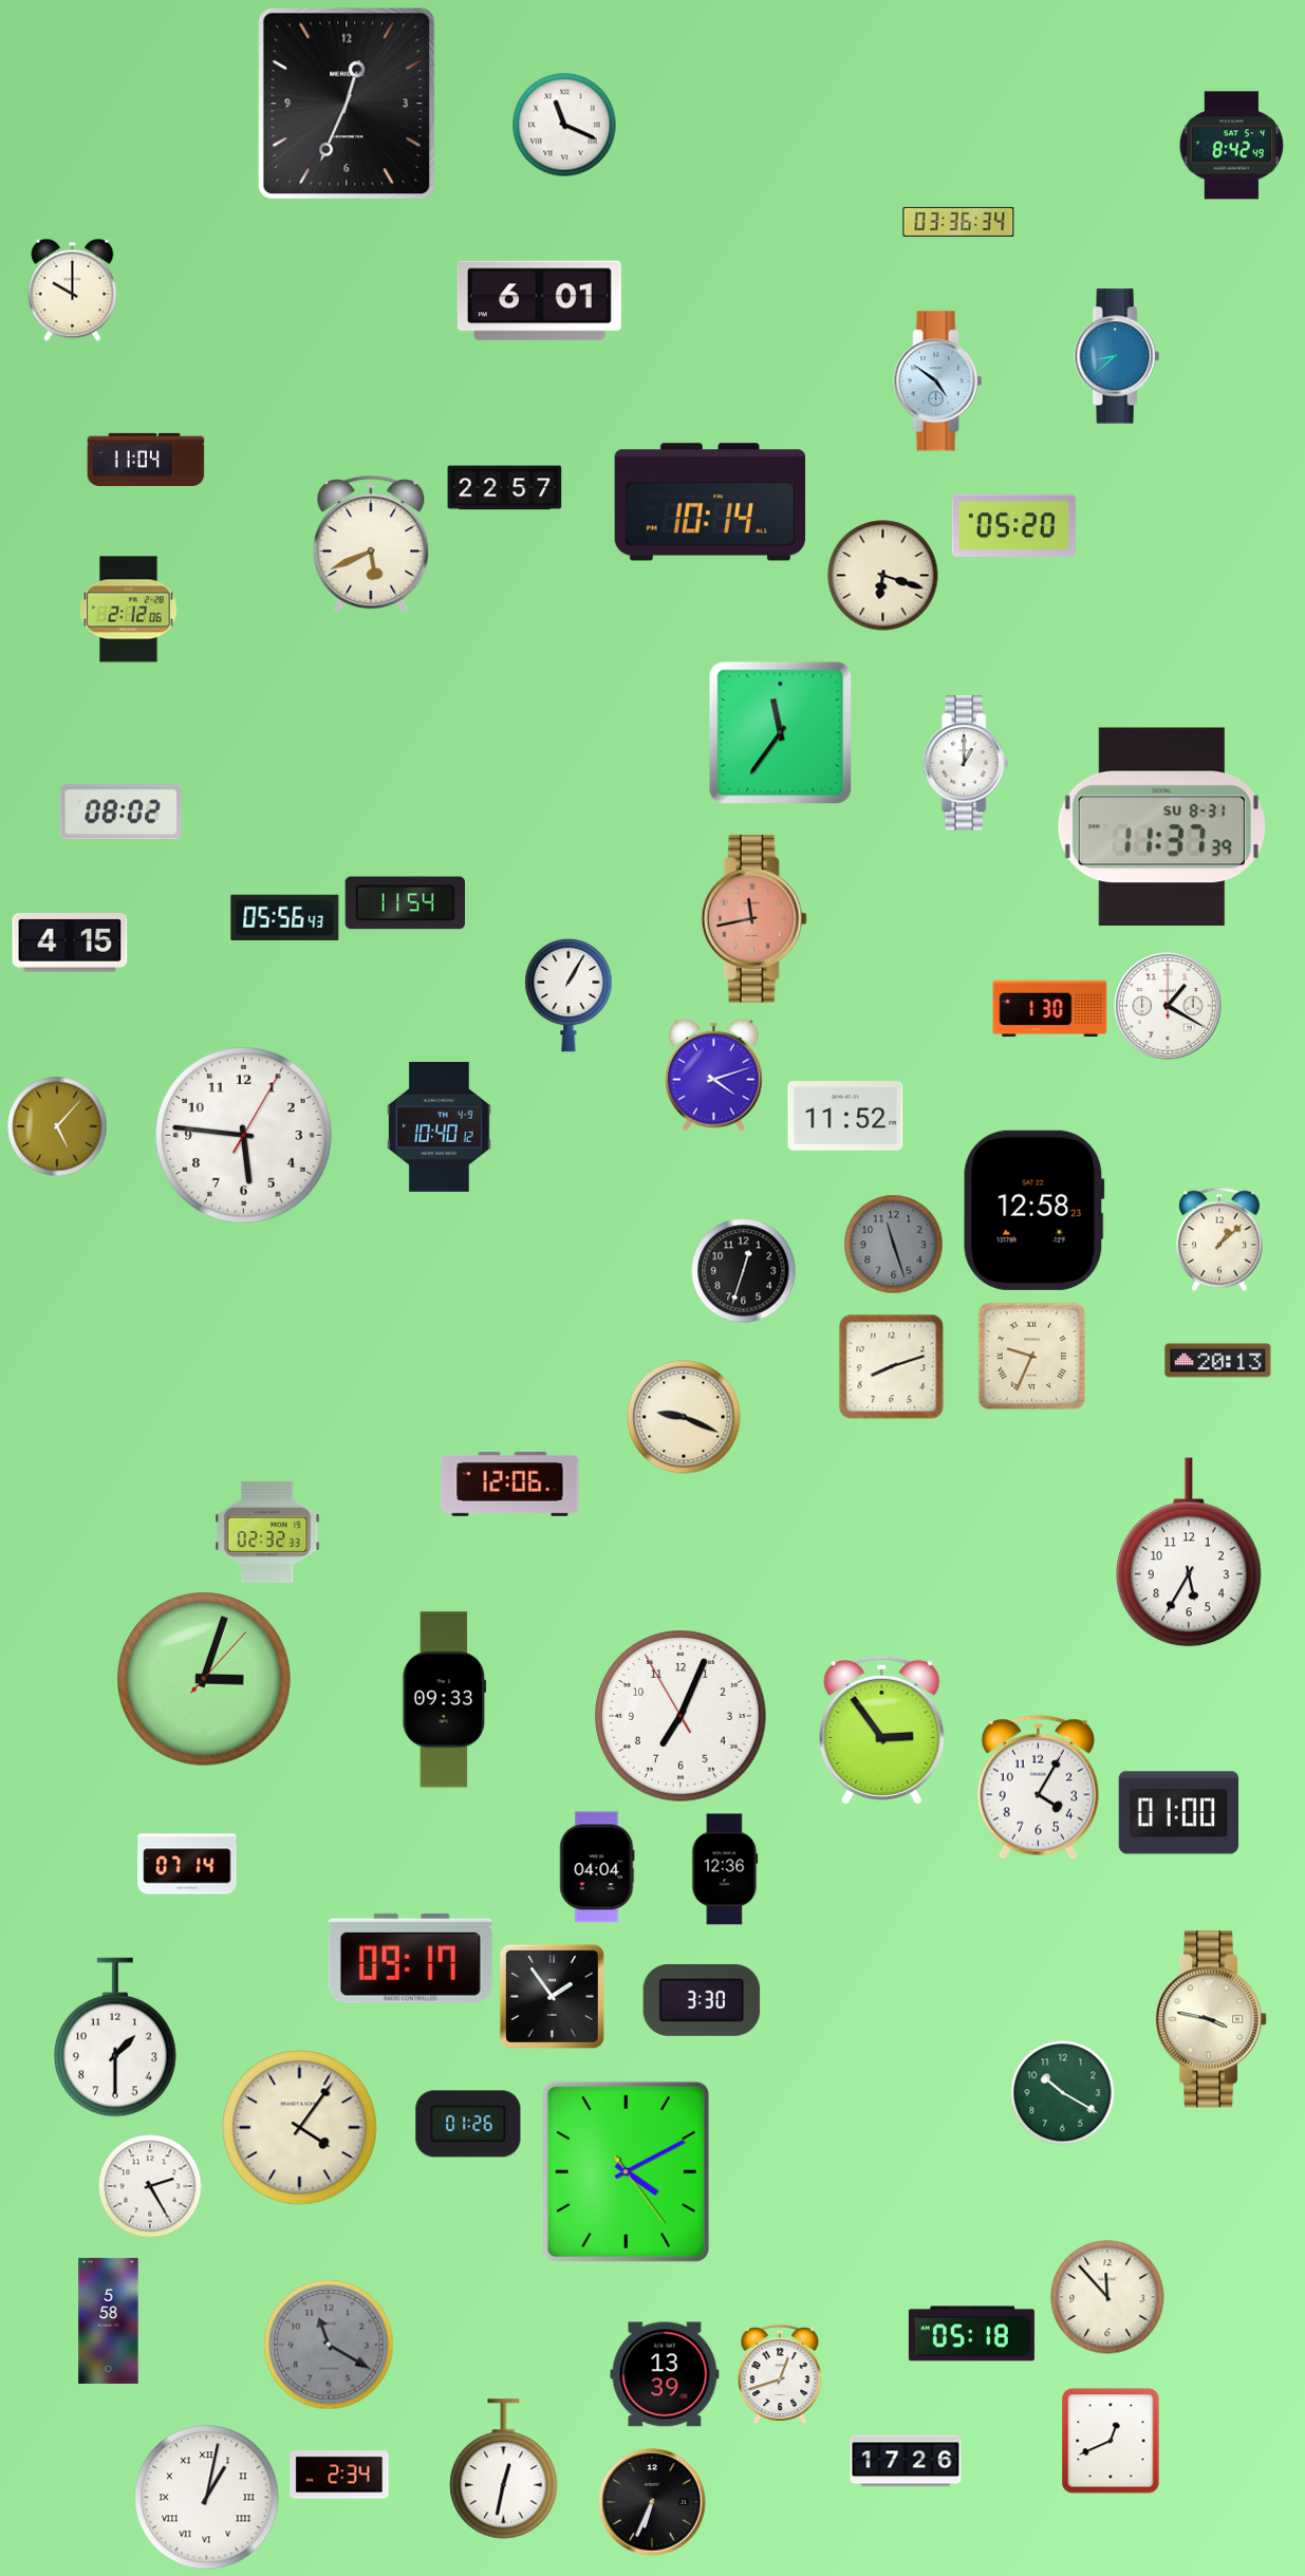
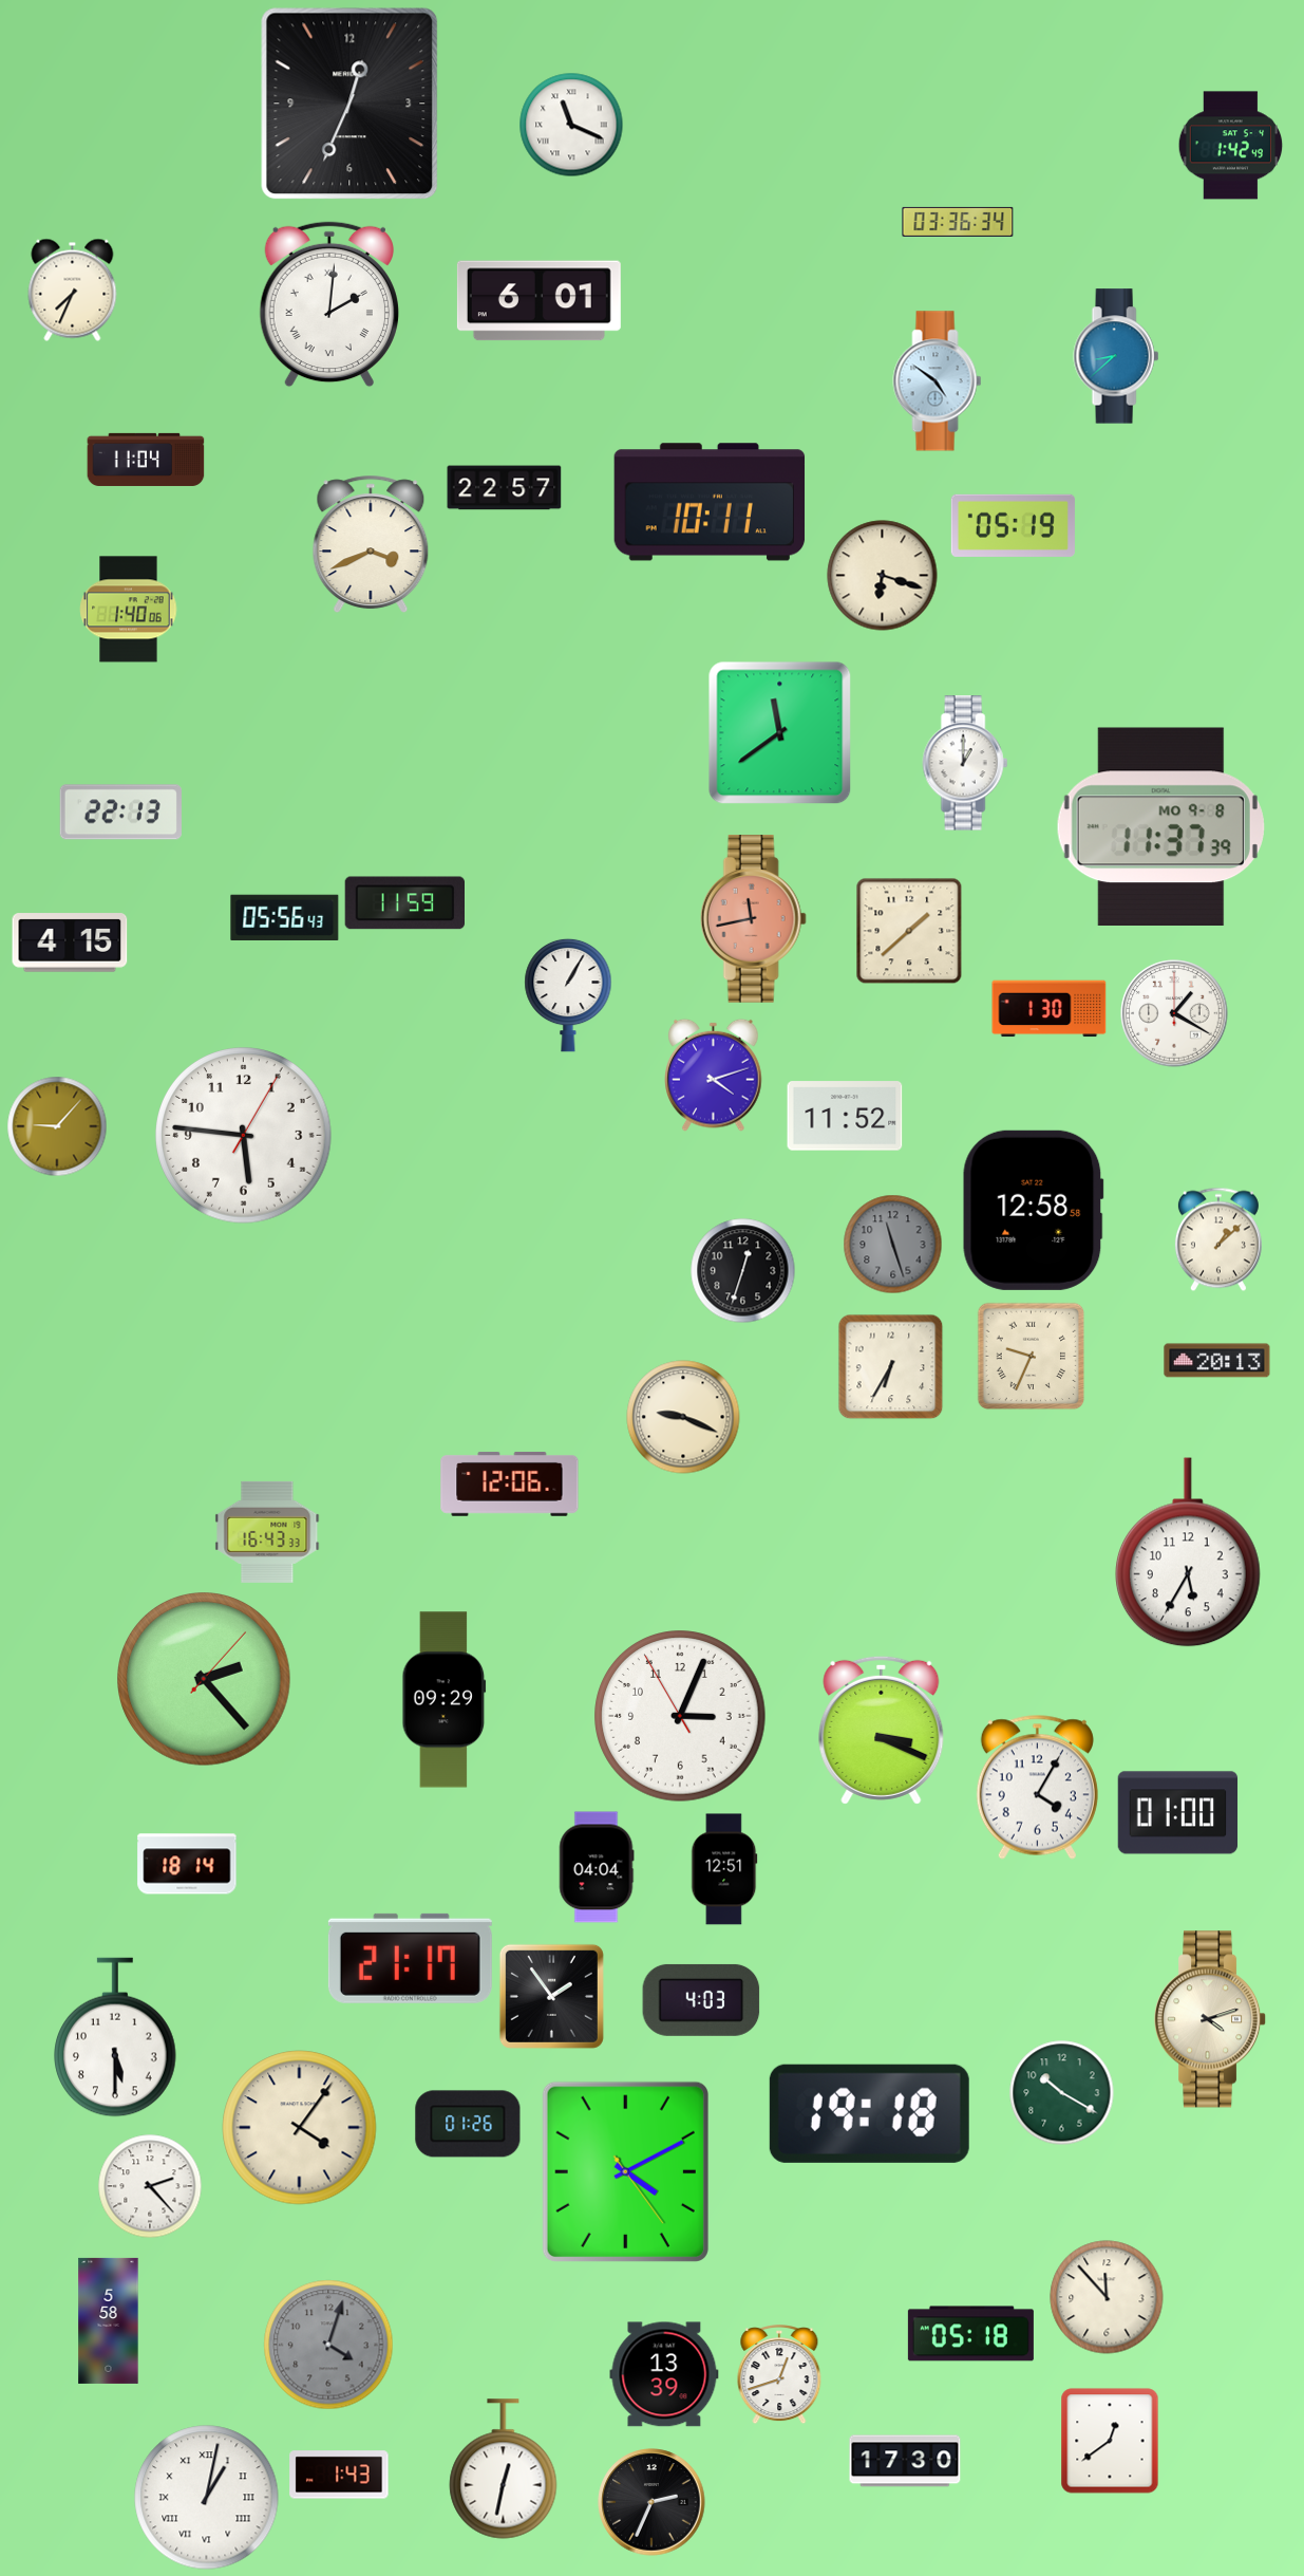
clock at (347, 104) position: (347, 104) -> (349, 104)
clock at (564, 125) position: (564, 125) -> (571, 125)
clock at (1232, 146): 8:42 -> 1:42
clock at (73, 290): 10:00 -> 7:34
clock at (329, 304): none -> 2:01
clock at (710, 502): 10:14 -> 10:11
clock at (1013, 525): 05:20 -> 05:19
clock at (371, 544): 5:41 -> 3:41
clock at (129, 610): 2:12 -> 1:40
clock at (781, 733): 11:36 -> 11:39
clock at (120, 813): 08:02 -> 22:13
clock at (1161, 826) date: SU 8-31 -> MO 9-8
clock at (405, 903): 11:54 -> 11:59
clock at (909, 931): none -> 1:38
clock at (1168, 1006) position: (1168, 1006) -> (1174, 1013)
clock at (57, 1126): 5:07 -> 9:07
clock at (440, 1127): 10:40 -> none
clock at (1033, 1210): 12:58:23 -> 12:58:58
clock at (892, 1367): 8:12 -> 6:35
clock at (267, 1532): 02:32 -> 16:43
clock at (204, 1679): 3:03 -> 2:23
clock at (445, 1700): 09:33 -> 09:29
clock at (681, 1716): 7:03 -> 3:03
clock at (882, 1730): 2:54 -> 3:19
clock at (187, 1864): 07:14 -> 18:14
clock at (725, 1869): 12:36 -> 12:51
clock at (410, 1958): 09:17 -> 21:17
clock at (702, 2000): 3:30 -> 4:03
clock at (1212, 2019): 3:47 -> 4:12
clock at (115, 2037): 1:30 -> 5:30
clock at (869, 2113): none -> 19:18
clock at (150, 2186): 2:25 -> 2:23
clock at (329, 2345): 11:20 -> 4:03
clock at (1111, 2441): 12:41 -> 12:39
clock at (906, 2461): 17:26 -> 17:30
clock at (339, 2475): 2:34 -> 1:43
clock at (652, 2502): 6:34 -> 2:34
